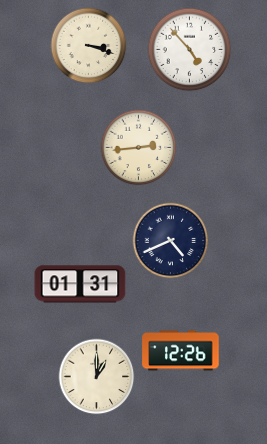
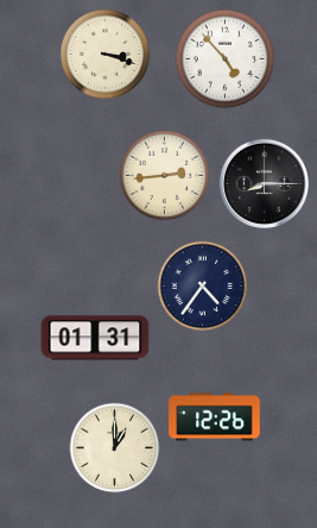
clock at (264, 183): none -> 8:15
clock at (171, 241): 4:41 -> 4:36
